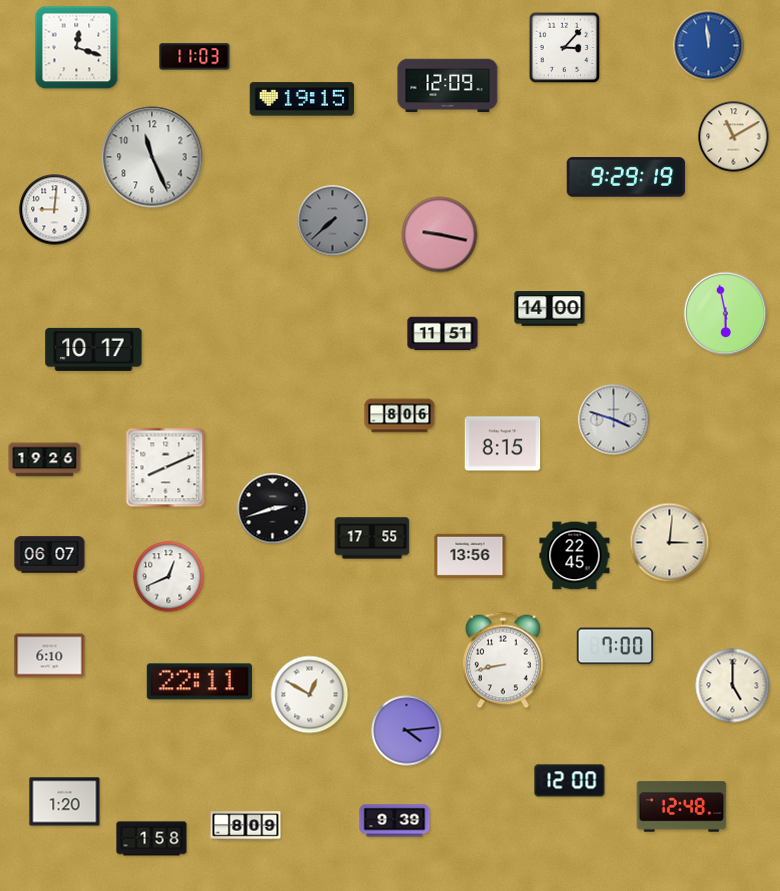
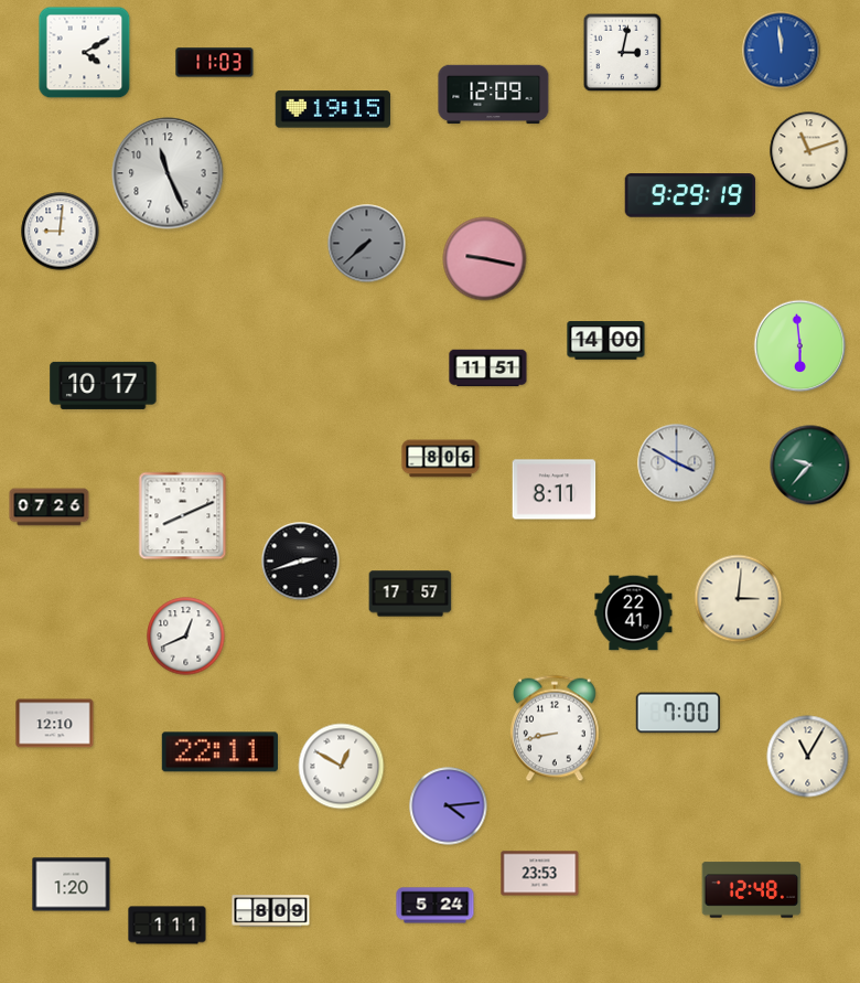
clock at (77, 48): 12:18 -> 4:10
clock at (565, 48): 3:07 -> 3:02
clock at (734, 137): 11:10 -> 11:12
clock at (726, 314): 5:58 -> 5:59
clock at (614, 420): 3:48 -> 3:50
clock at (810, 466): none -> 9:37
clock at (503, 444): 8:15 -> 8:11
clock at (45, 460): 19:26 -> 07:26
clock at (372, 538): 17:55 -> 17:57
clock at (50, 555): 06:07 -> none
clock at (470, 556): 13:56 -> none
clock at (575, 556): 22:45 -> 22:41
clock at (50, 656): 6:10 -> 12:10
clock at (733, 686): 5:00 -> 11:05
clock at (570, 781): 12:00 -> none
clock at (540, 874): none -> 23:53
clock at (395, 821): 9:39 -> 5:24
clock at (152, 839): 1:58 -> 1:11
